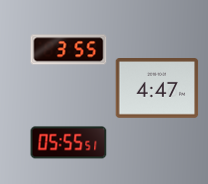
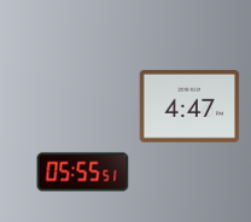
clock at (69, 50): 3:55 -> none
